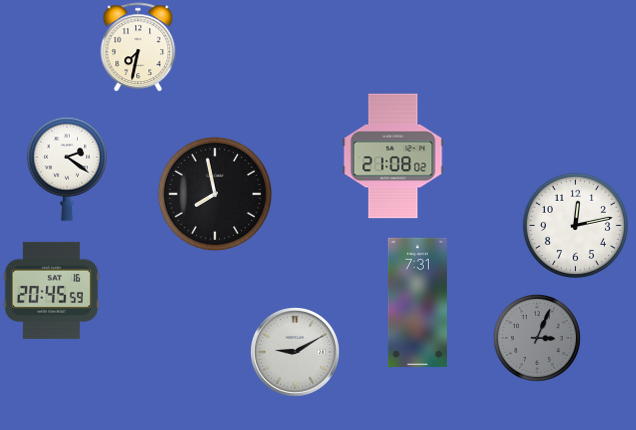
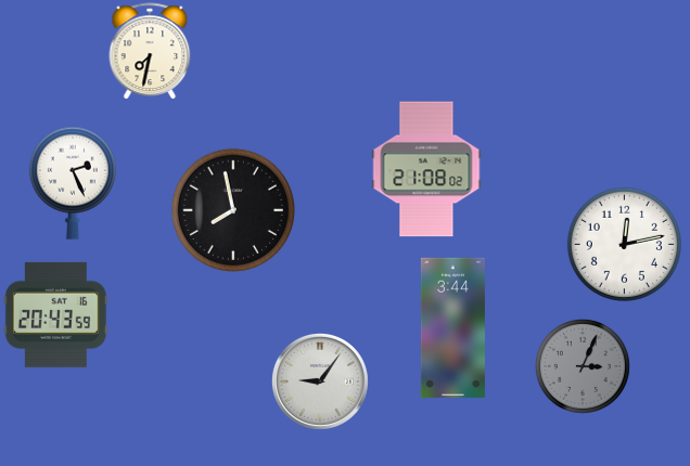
clock at (67, 169): 2:21 -> 2:26
clock at (51, 290): 20:45 -> 20:43
clock at (417, 303): 7:31 -> 3:44
clock at (295, 352): 9:10 -> 9:06
